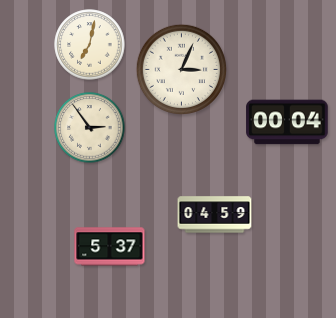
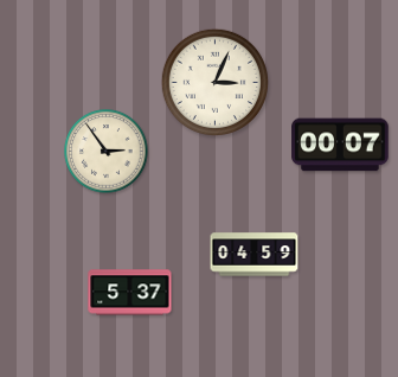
clock at (90, 45): 7:02 -> none
clock at (287, 122): 00:04 -> 00:07
